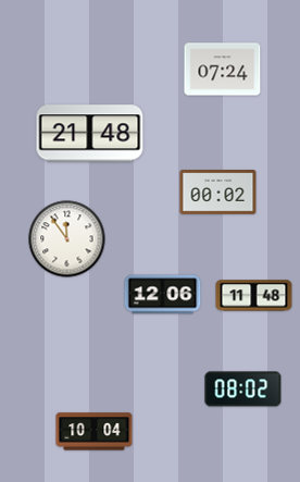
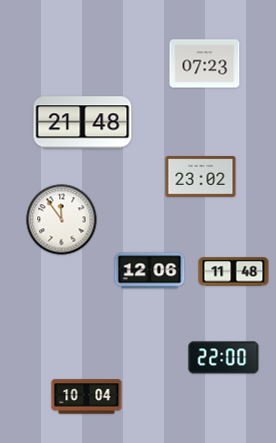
clock at (223, 70): 07:24 -> 07:23
clock at (218, 193): 00:02 -> 23:02
clock at (243, 390): 08:02 -> 22:00
